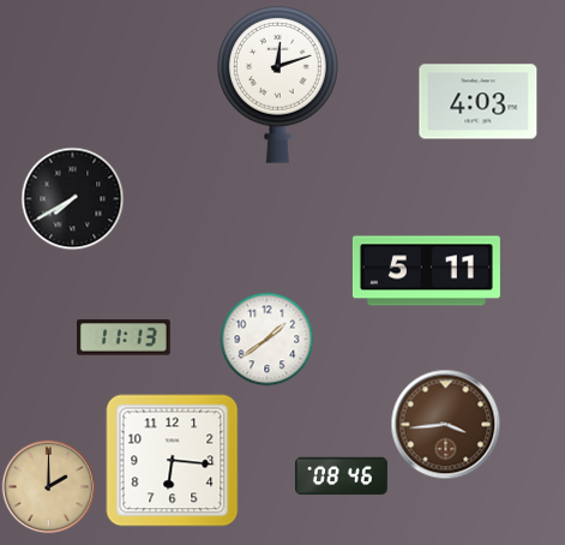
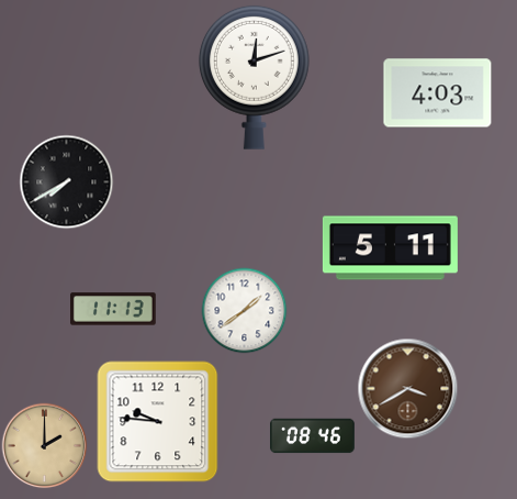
clock at (445, 424): 3:44 -> 3:40
clock at (173, 461): 6:16 -> 9:46
